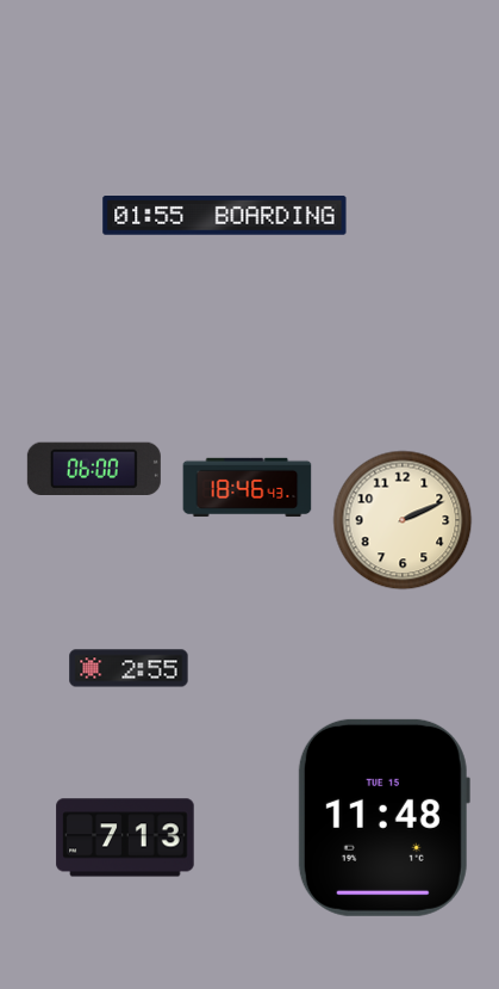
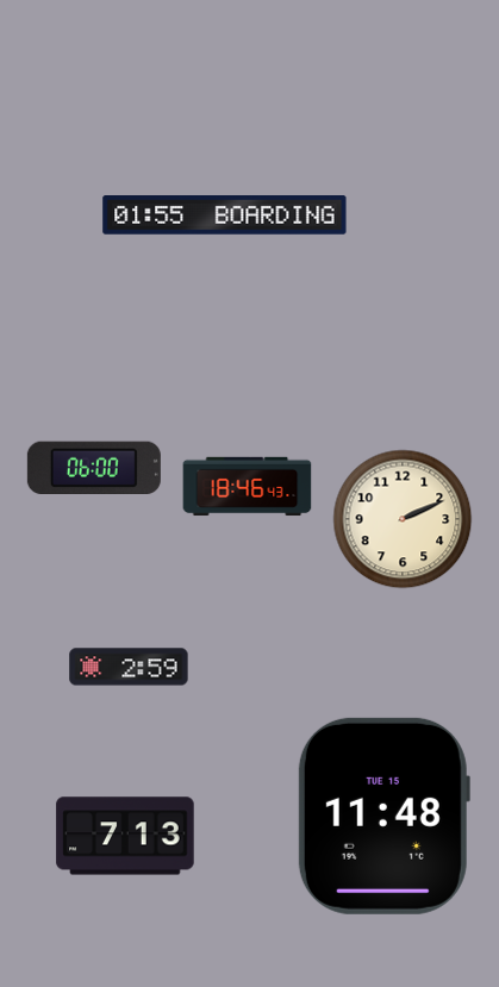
clock at (129, 668): 2:55 -> 2:59
